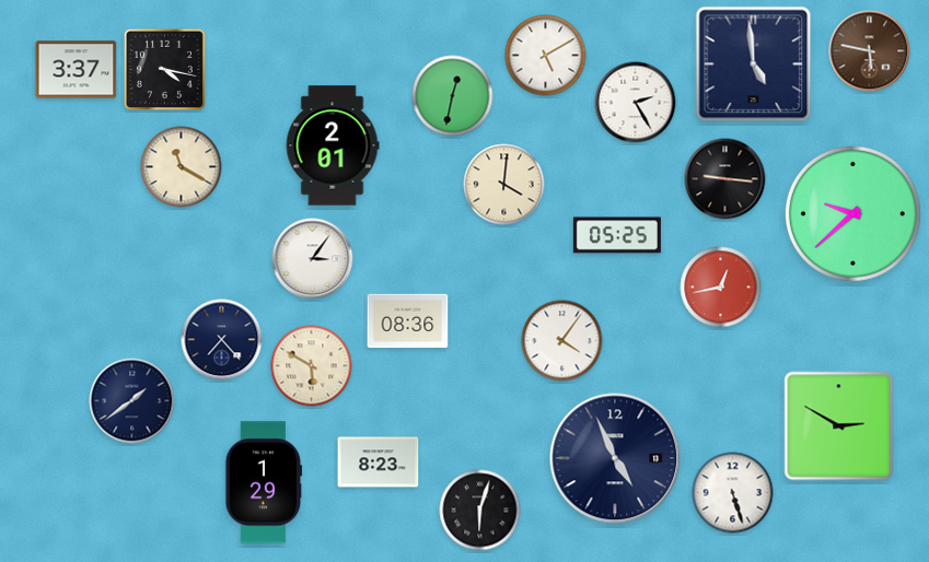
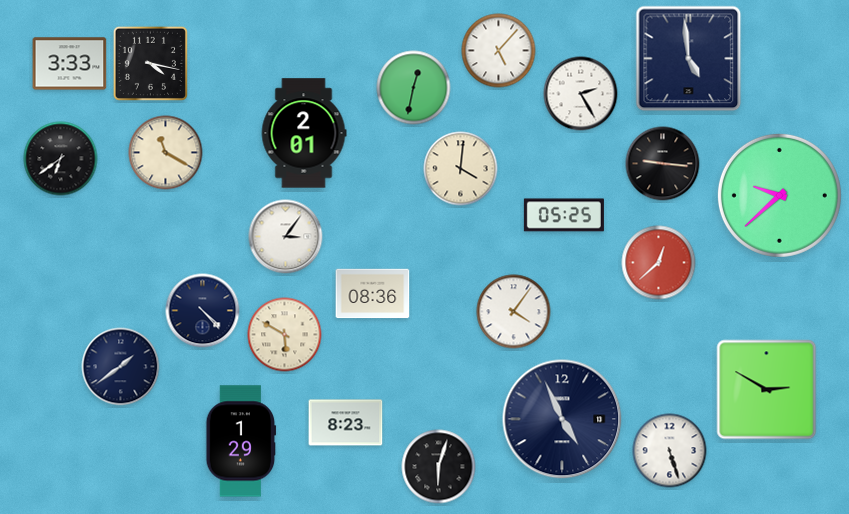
clock at (870, 51): 5:47 -> none
clock at (546, 56): 5:10 -> 5:07
clock at (77, 70): 3:37 -> 3:33
clock at (61, 159): none -> 6:39
clock at (721, 288): 12:43 -> 12:38
clock at (222, 340): 7:23 -> 4:23
